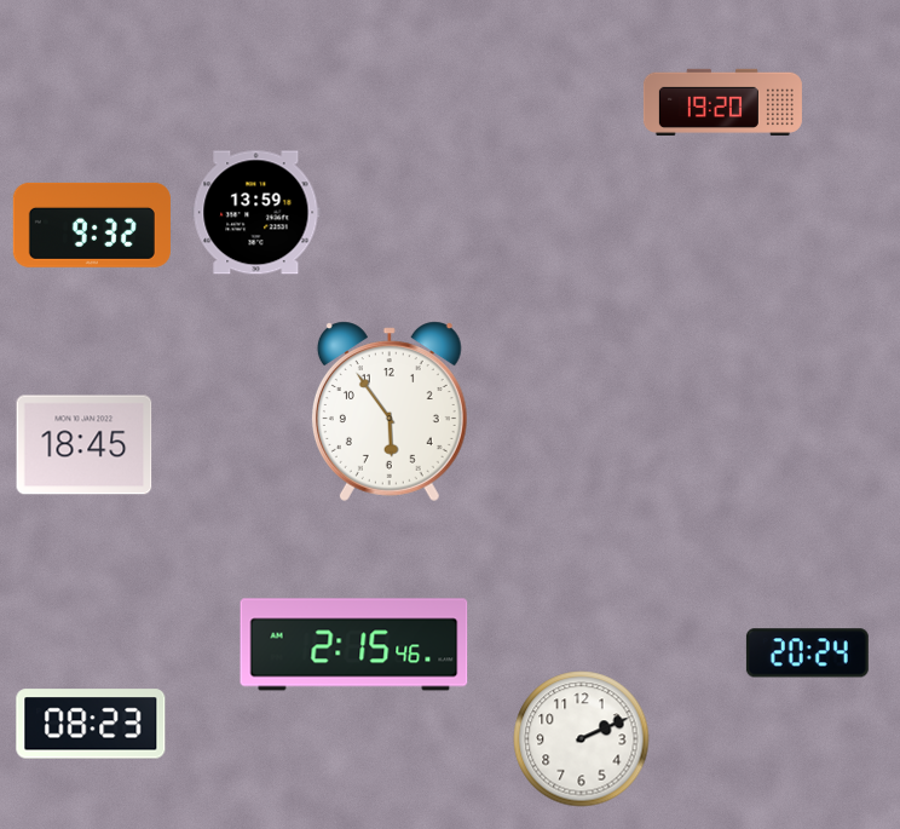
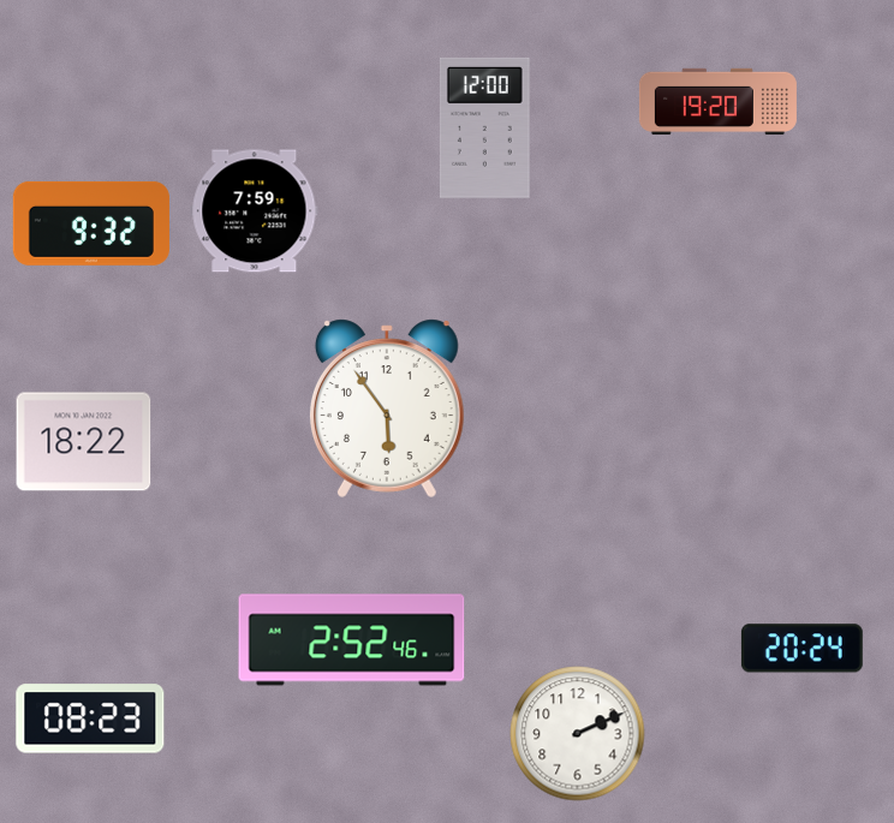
clock at (484, 127): none -> 12:00
clock at (256, 213): 13:59 -> 7:59
clock at (85, 445): 18:45 -> 18:22
clock at (354, 645): 2:15 -> 2:52
